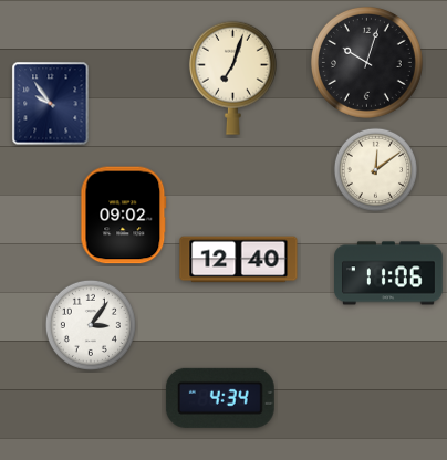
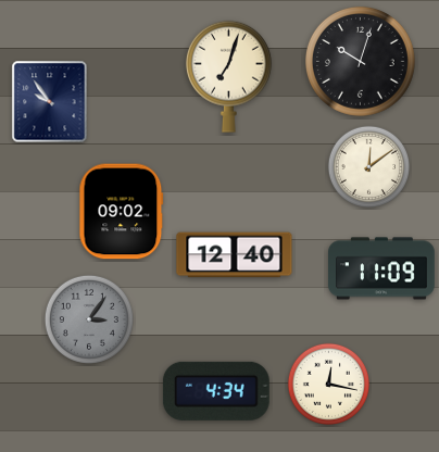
clock at (389, 273): 11:06 -> 11:09
clock at (91, 325) dial: white -> grey
clock at (328, 384): none -> 12:17
